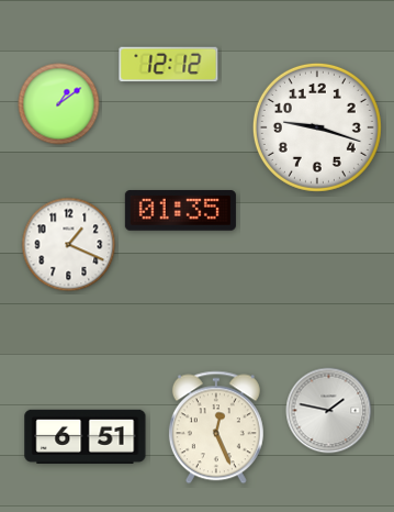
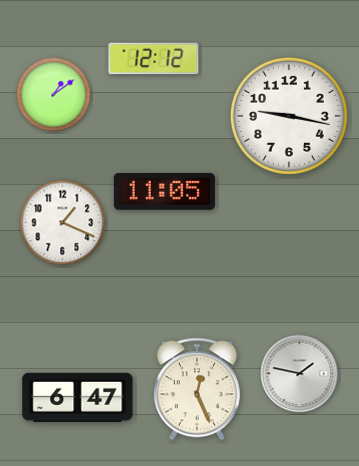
clock at (317, 127): 9:18 -> 9:17
clock at (180, 211): 01:35 -> 11:05
clock at (86, 436): 6:51 -> 6:47
